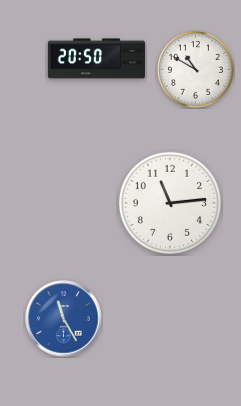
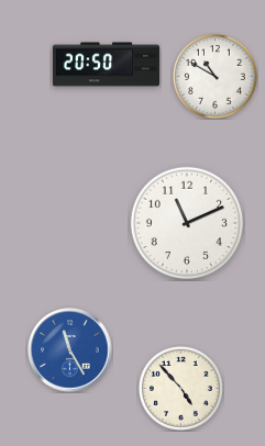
clock at (169, 202): 11:14 -> 11:11
clock at (180, 388): none -> 4:53
